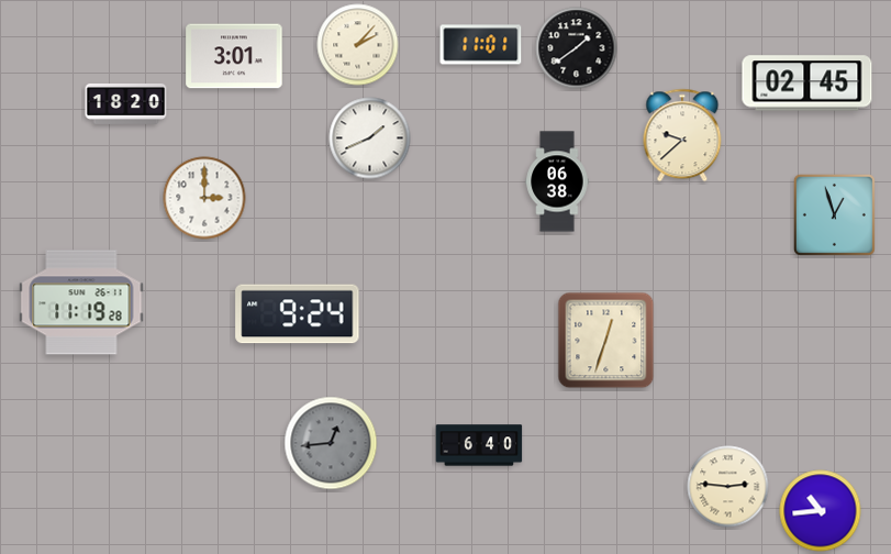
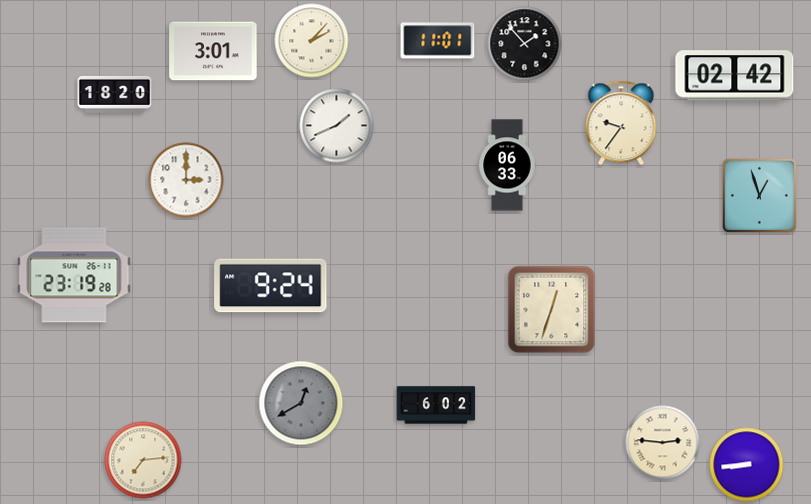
clock at (358, 45) position: (358, 45) -> (312, 41)
clock at (577, 48): 1:39 -> 1:53
clock at (808, 84): 02:45 -> 02:42
clock at (682, 135): 9:38 -> 9:36
clock at (557, 181): 06:38 -> 06:33
clock at (81, 302): 11:19 -> 23:19
clock at (331, 443): 12:44 -> 12:40
clock at (479, 445): 6:40 -> 6:02
clock at (143, 460): none -> 7:14
clock at (821, 511): 10:44 -> 8:44
